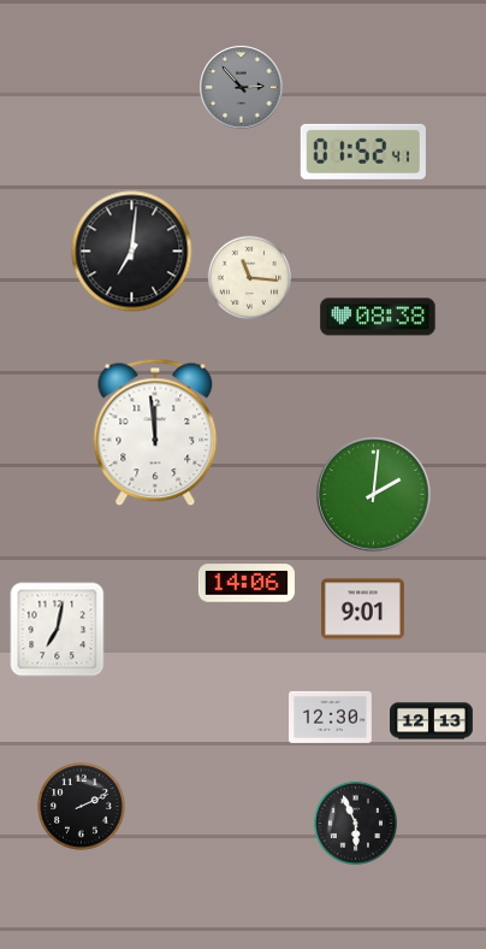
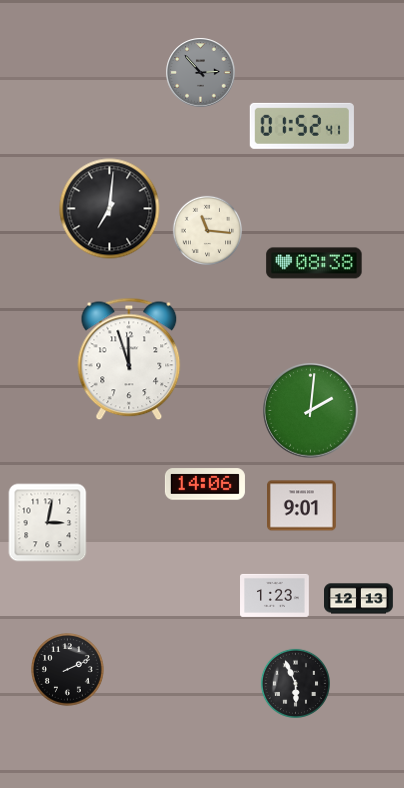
clock at (155, 432): 11:59 -> 11:57
clock at (58, 630): 7:02 -> 3:02
clock at (331, 717): 12:30 -> 1:23
